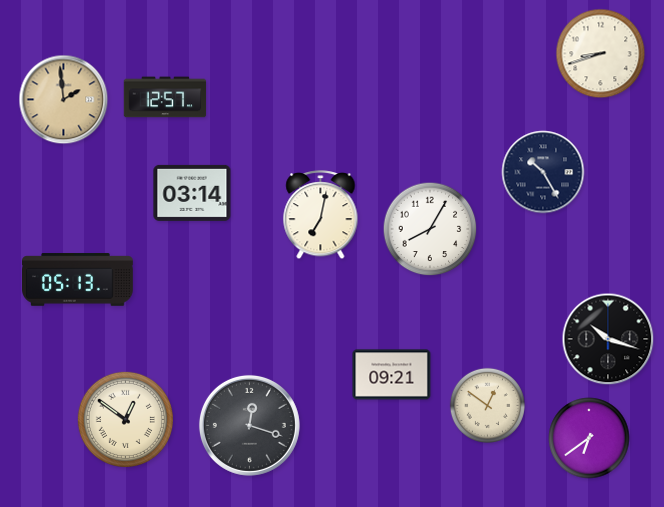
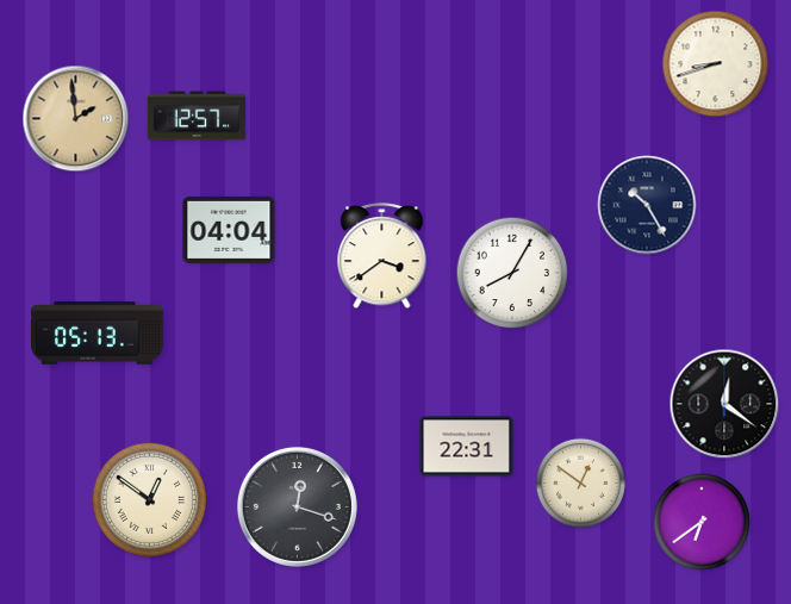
clock at (192, 193): 03:14 -> 04:04
clock at (321, 215): 7:02 -> 3:39
clock at (78, 280) position: (78, 280) -> (98, 334)
clock at (608, 339): 10:18 -> 12:21
clock at (392, 375): 09:21 -> 22:31
